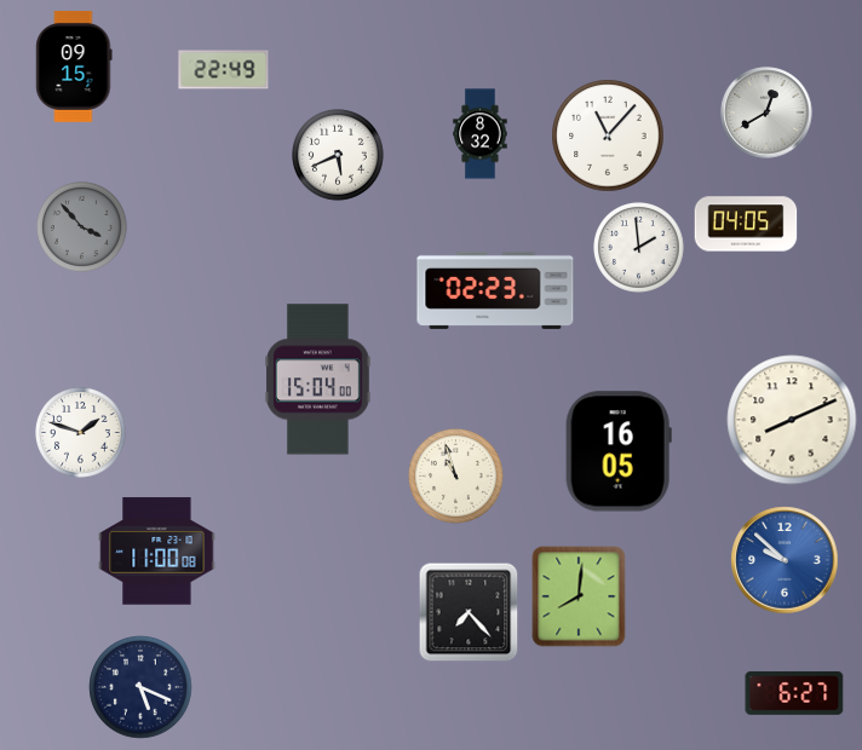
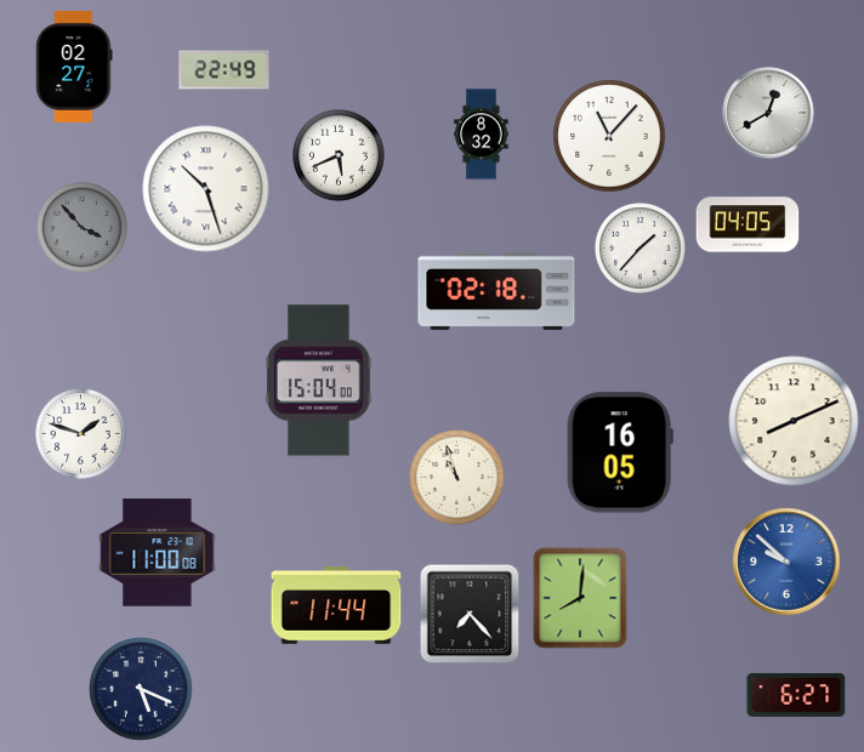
clock at (74, 67): 09:15 -> 02:27
clock at (206, 189): none -> 10:27
clock at (639, 248): 1:59 -> 1:37
clock at (495, 290): 02:23 -> 02:18
clock at (336, 605): none -> 11:44
